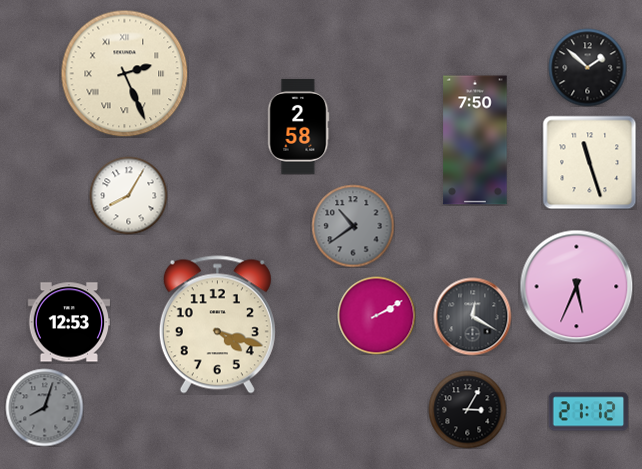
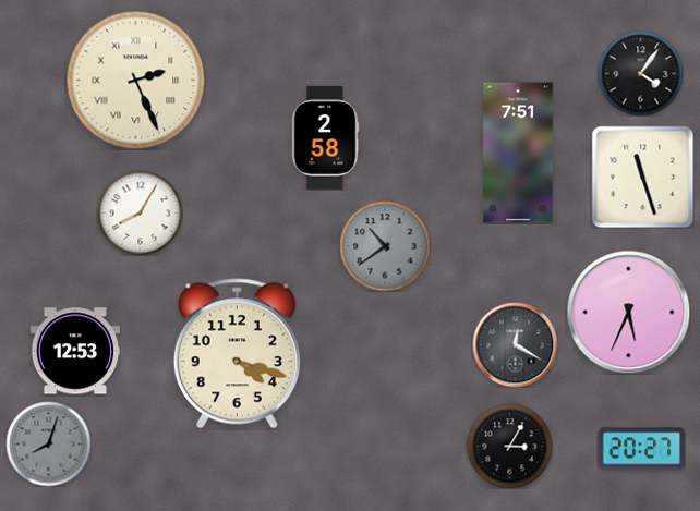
clock at (587, 67): 1:52 -> 4:06
clock at (475, 140): 7:50 -> 7:51
clock at (376, 315): 2:10 -> none
clock at (588, 412): 21:12 -> 20:27
